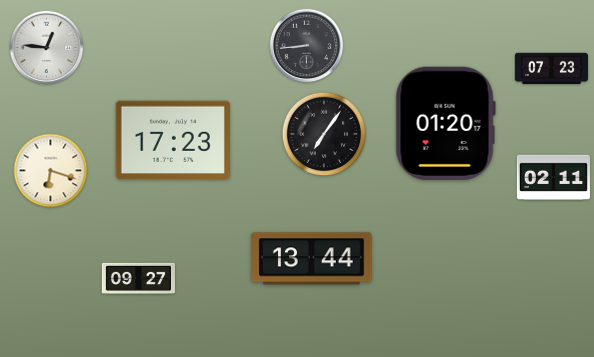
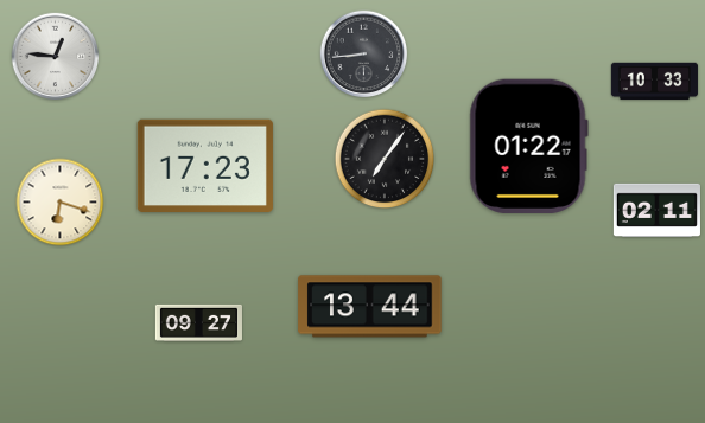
clock at (551, 69): 07:23 -> 10:33
clock at (445, 123): 01:20 -> 01:22
clock at (138, 278) position: (138, 278) -> (198, 322)
